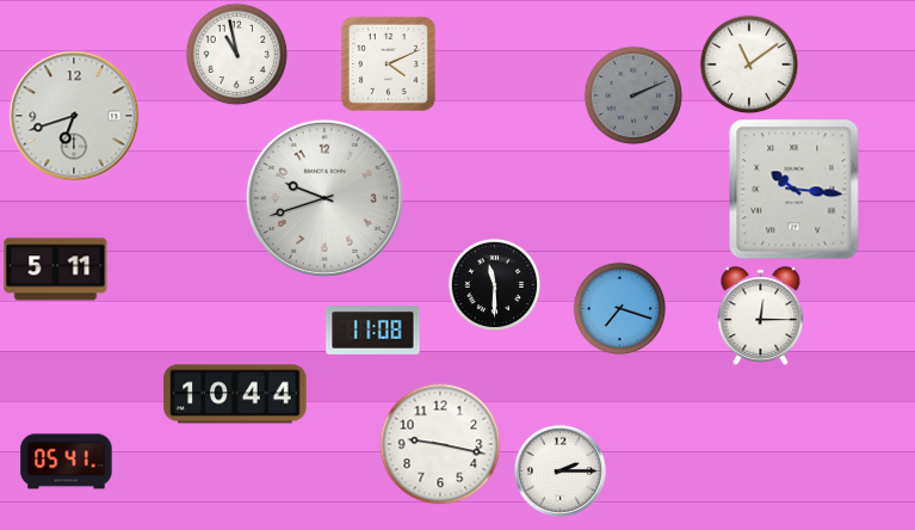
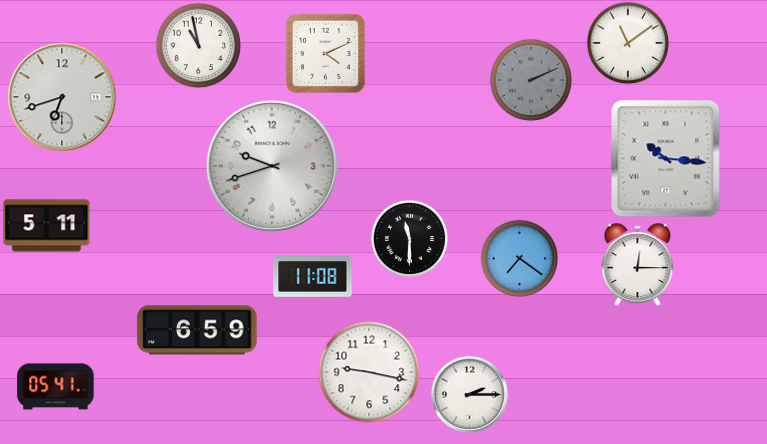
clock at (749, 64) position: (749, 64) -> (628, 43)
clock at (494, 284) position: (494, 284) -> (409, 238)
clock at (619, 308): 7:18 -> 7:21
clock at (235, 394): 10:44 -> 6:59
